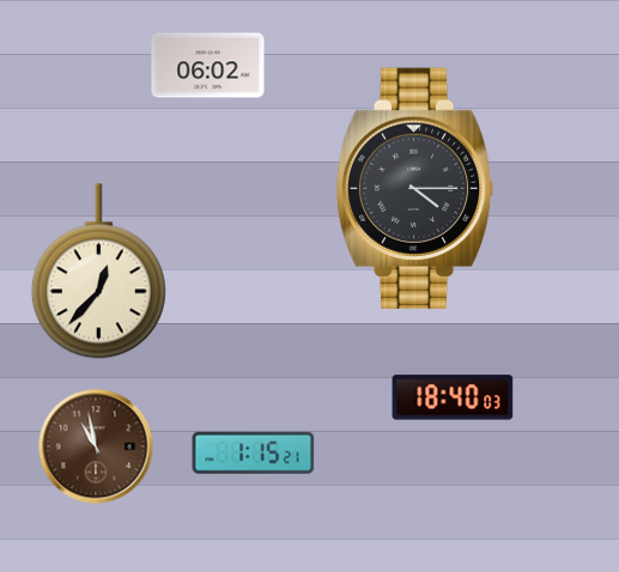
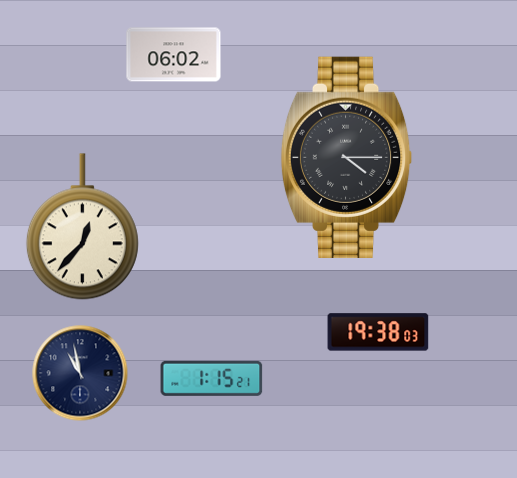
clock at (453, 397): 18:40 -> 19:38
clock at (96, 446) dial: brown -> navy
